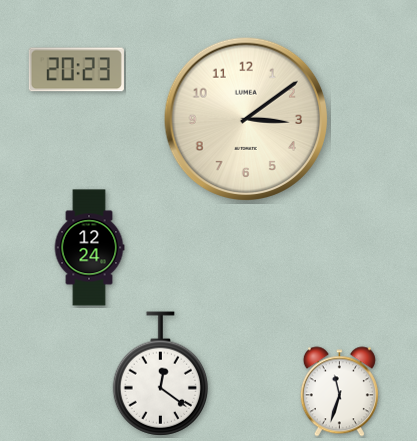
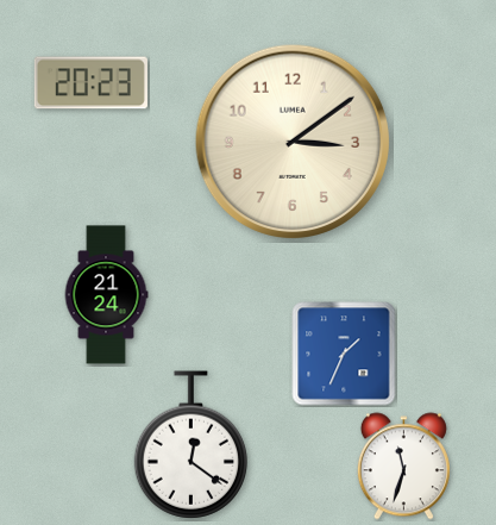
clock at (89, 248): 12:24 -> 21:24
clock at (344, 354): none -> 1:34
